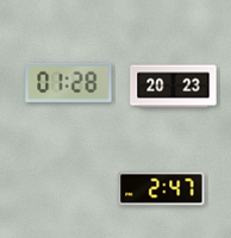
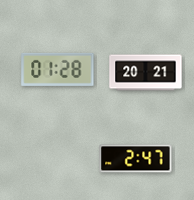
clock at (174, 87): 20:23 -> 20:21
